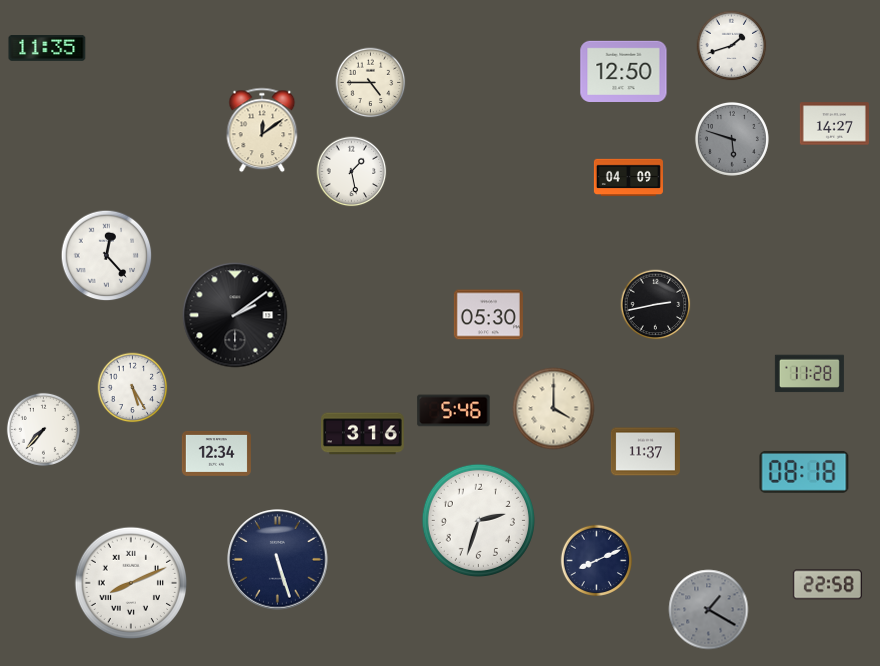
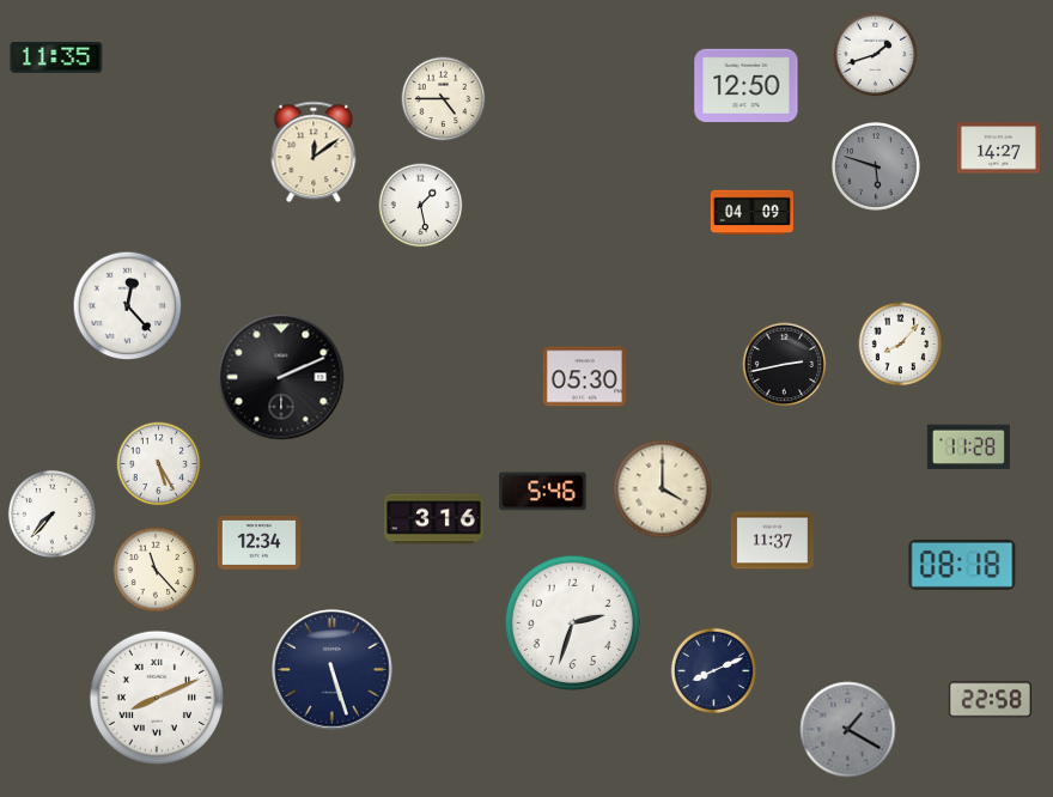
clock at (262, 130) position: (262, 130) -> (314, 152)
clock at (901, 345): none -> 8:07
clock at (235, 315): 2:09 -> 2:11
clock at (156, 570): none -> 11:23
